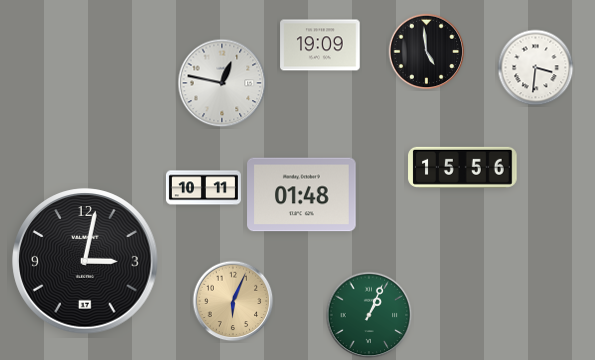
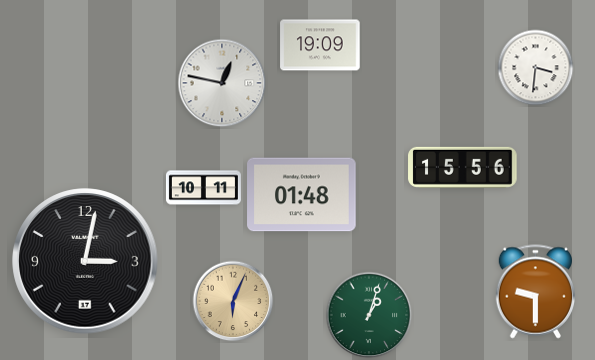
clock at (427, 52): 4:59 -> none
clock at (535, 292): none -> 9:30
clock at (369, 315): 1:04 -> 1:03
